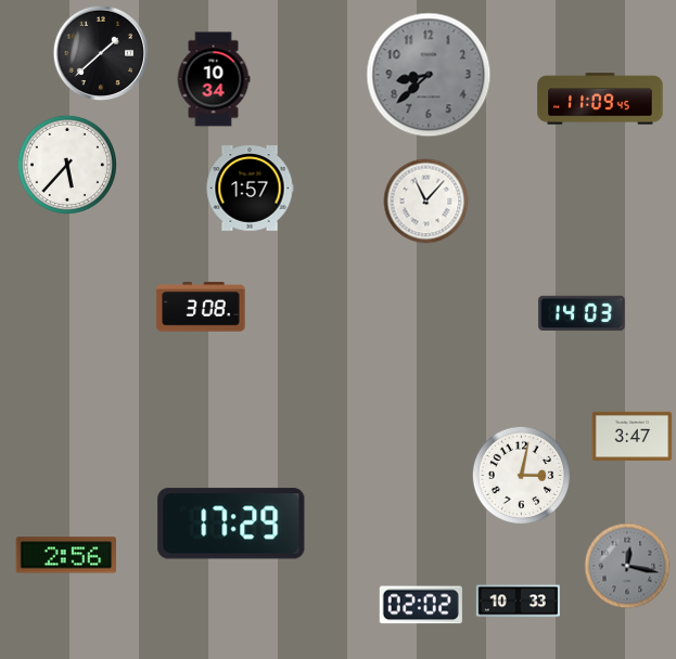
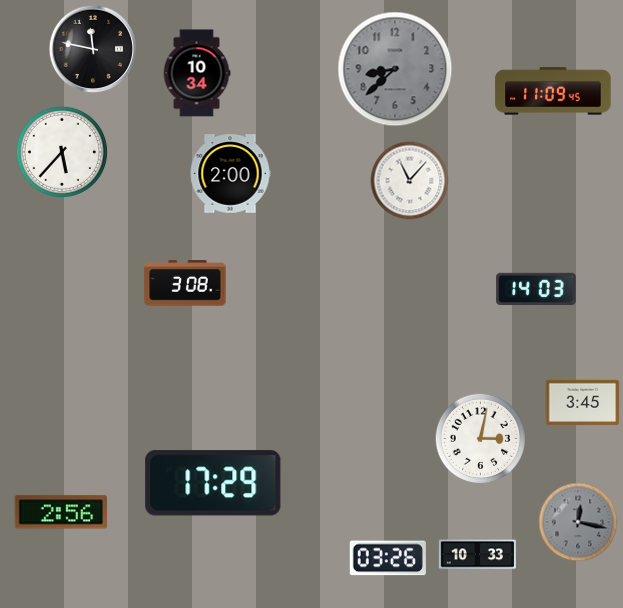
clock at (101, 53): 1:38 -> 11:47
clock at (250, 189): 1:57 -> 2:00
clock at (426, 202) position: (426, 202) -> (410, 181)
clock at (633, 437): 3:47 -> 3:45
clock at (421, 605): 02:02 -> 03:26
